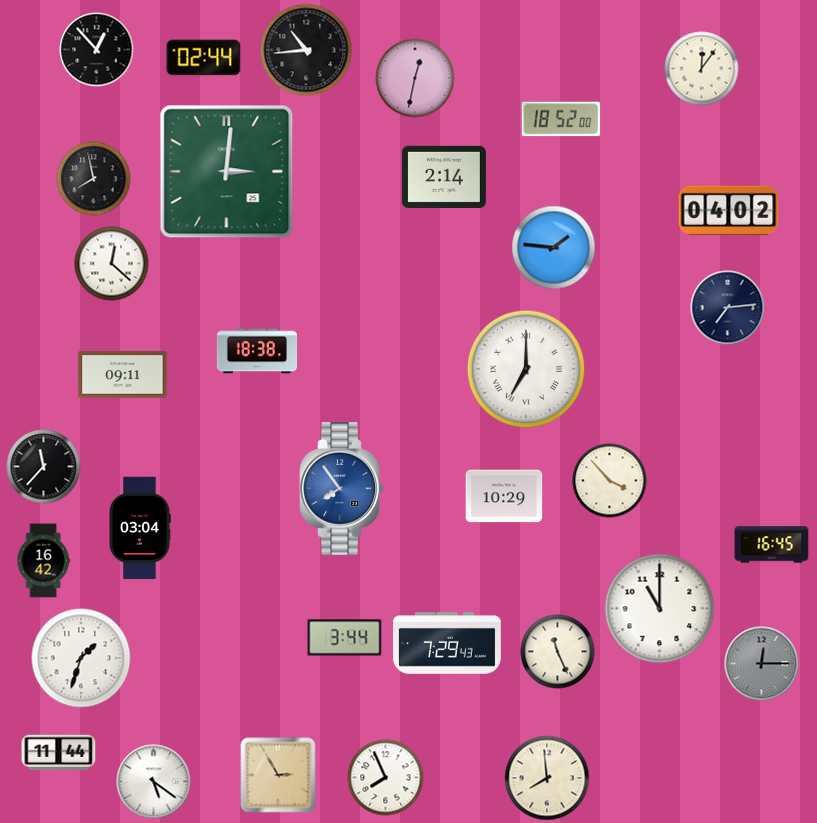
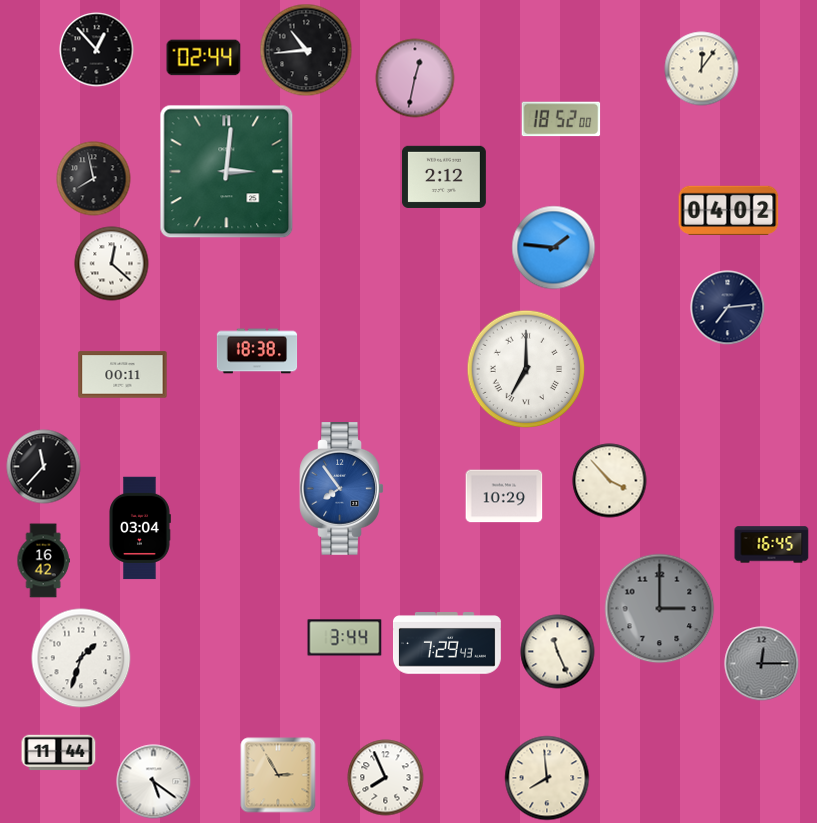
clock at (444, 177): 2:14 -> 2:12
clock at (123, 375): 09:11 -> 00:11
clock at (660, 609): 11:00 -> 3:00
clock at (660, 609) dial: white -> grey
